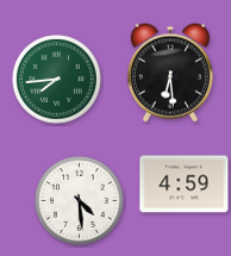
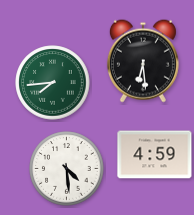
clock at (57, 80) position: (57, 80) -> (53, 83)
